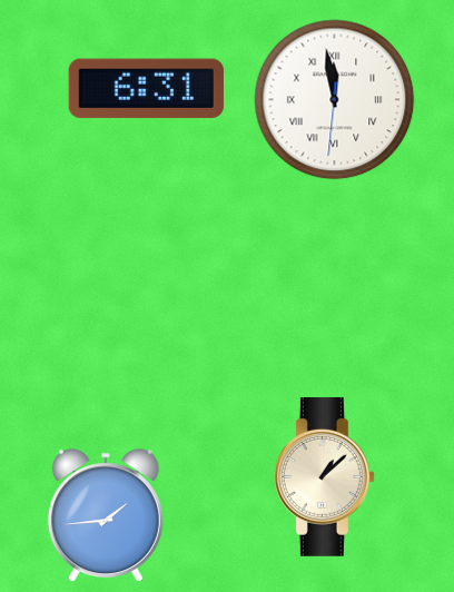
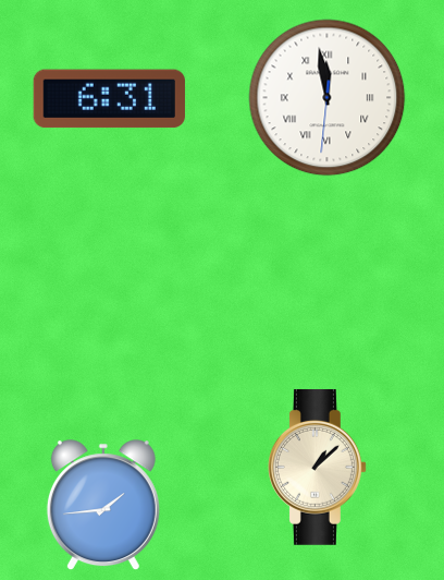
clock at (146, 89) position: (146, 89) -> (109, 99)
